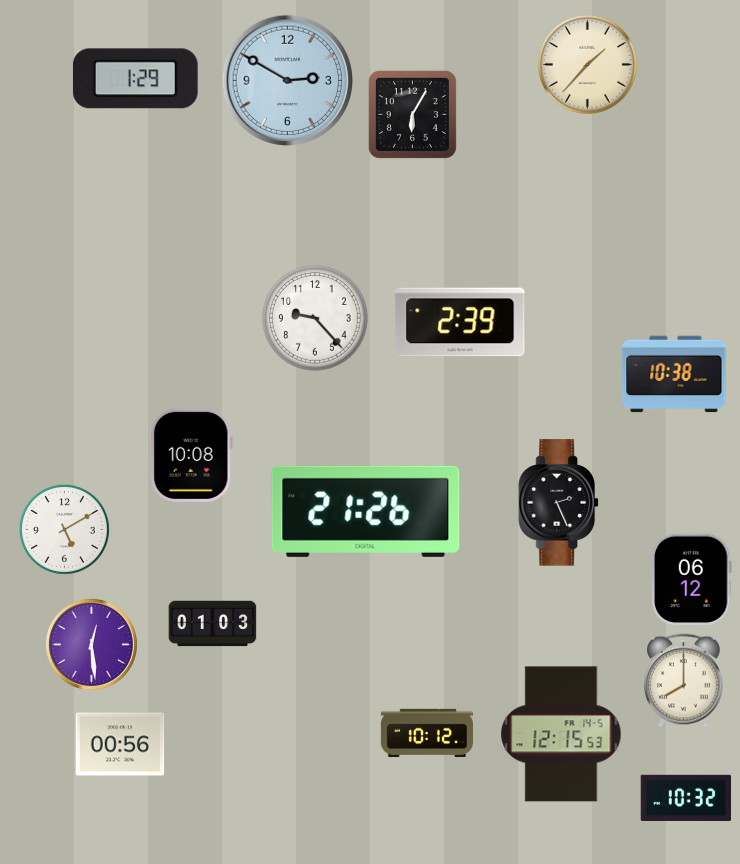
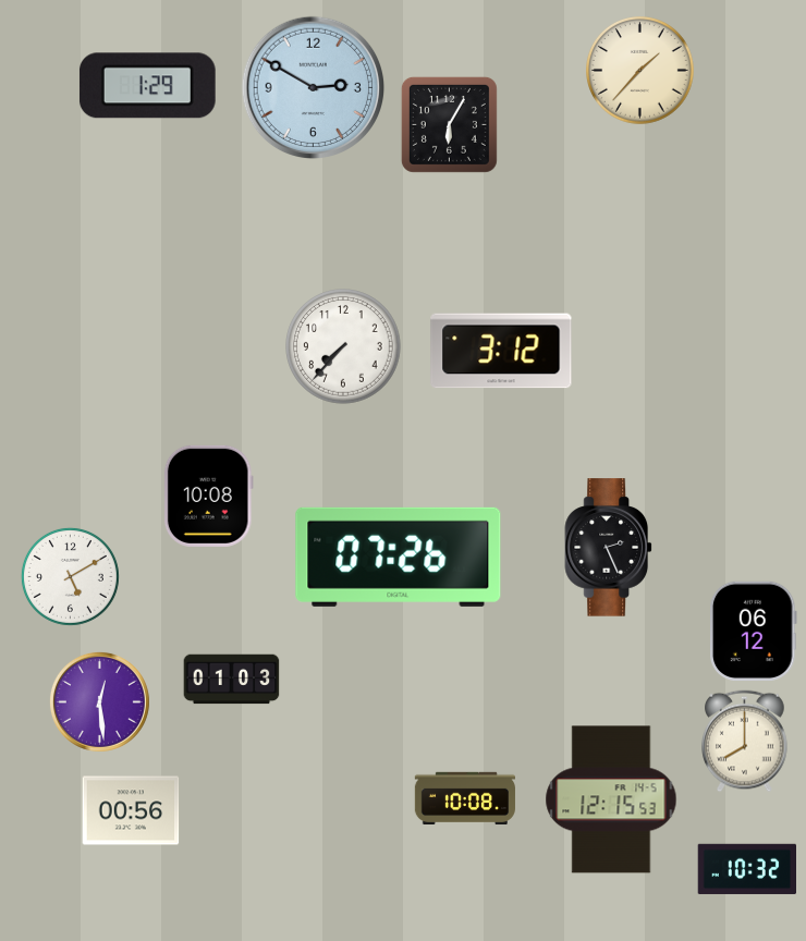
clock at (315, 318): 9:23 -> 7:37
clock at (460, 322): 2:39 -> 3:12
clock at (674, 374): 10:38 -> none
clock at (366, 511): 21:26 -> 07:26
clock at (427, 733): 10:12 -> 10:08
